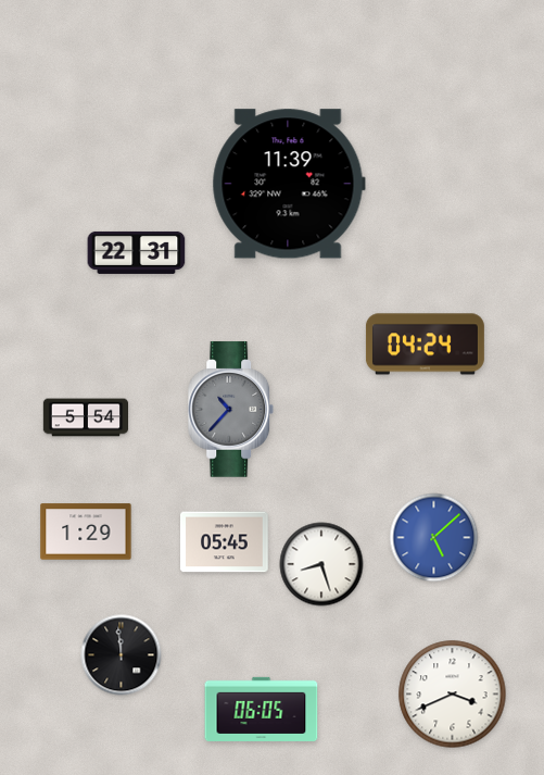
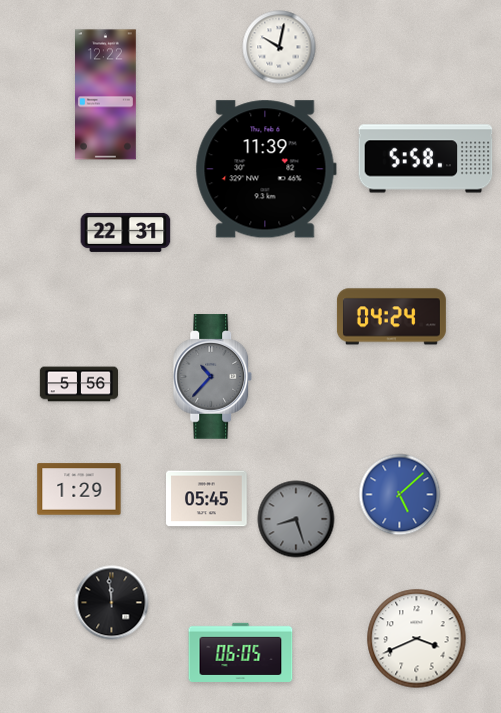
clock at (279, 47): none -> 10:02
clock at (106, 95): none -> 12:22
clock at (426, 159): none -> 5:58
clock at (85, 417): 5:54 -> 5:56
clock at (321, 564) dial: white -> grey
